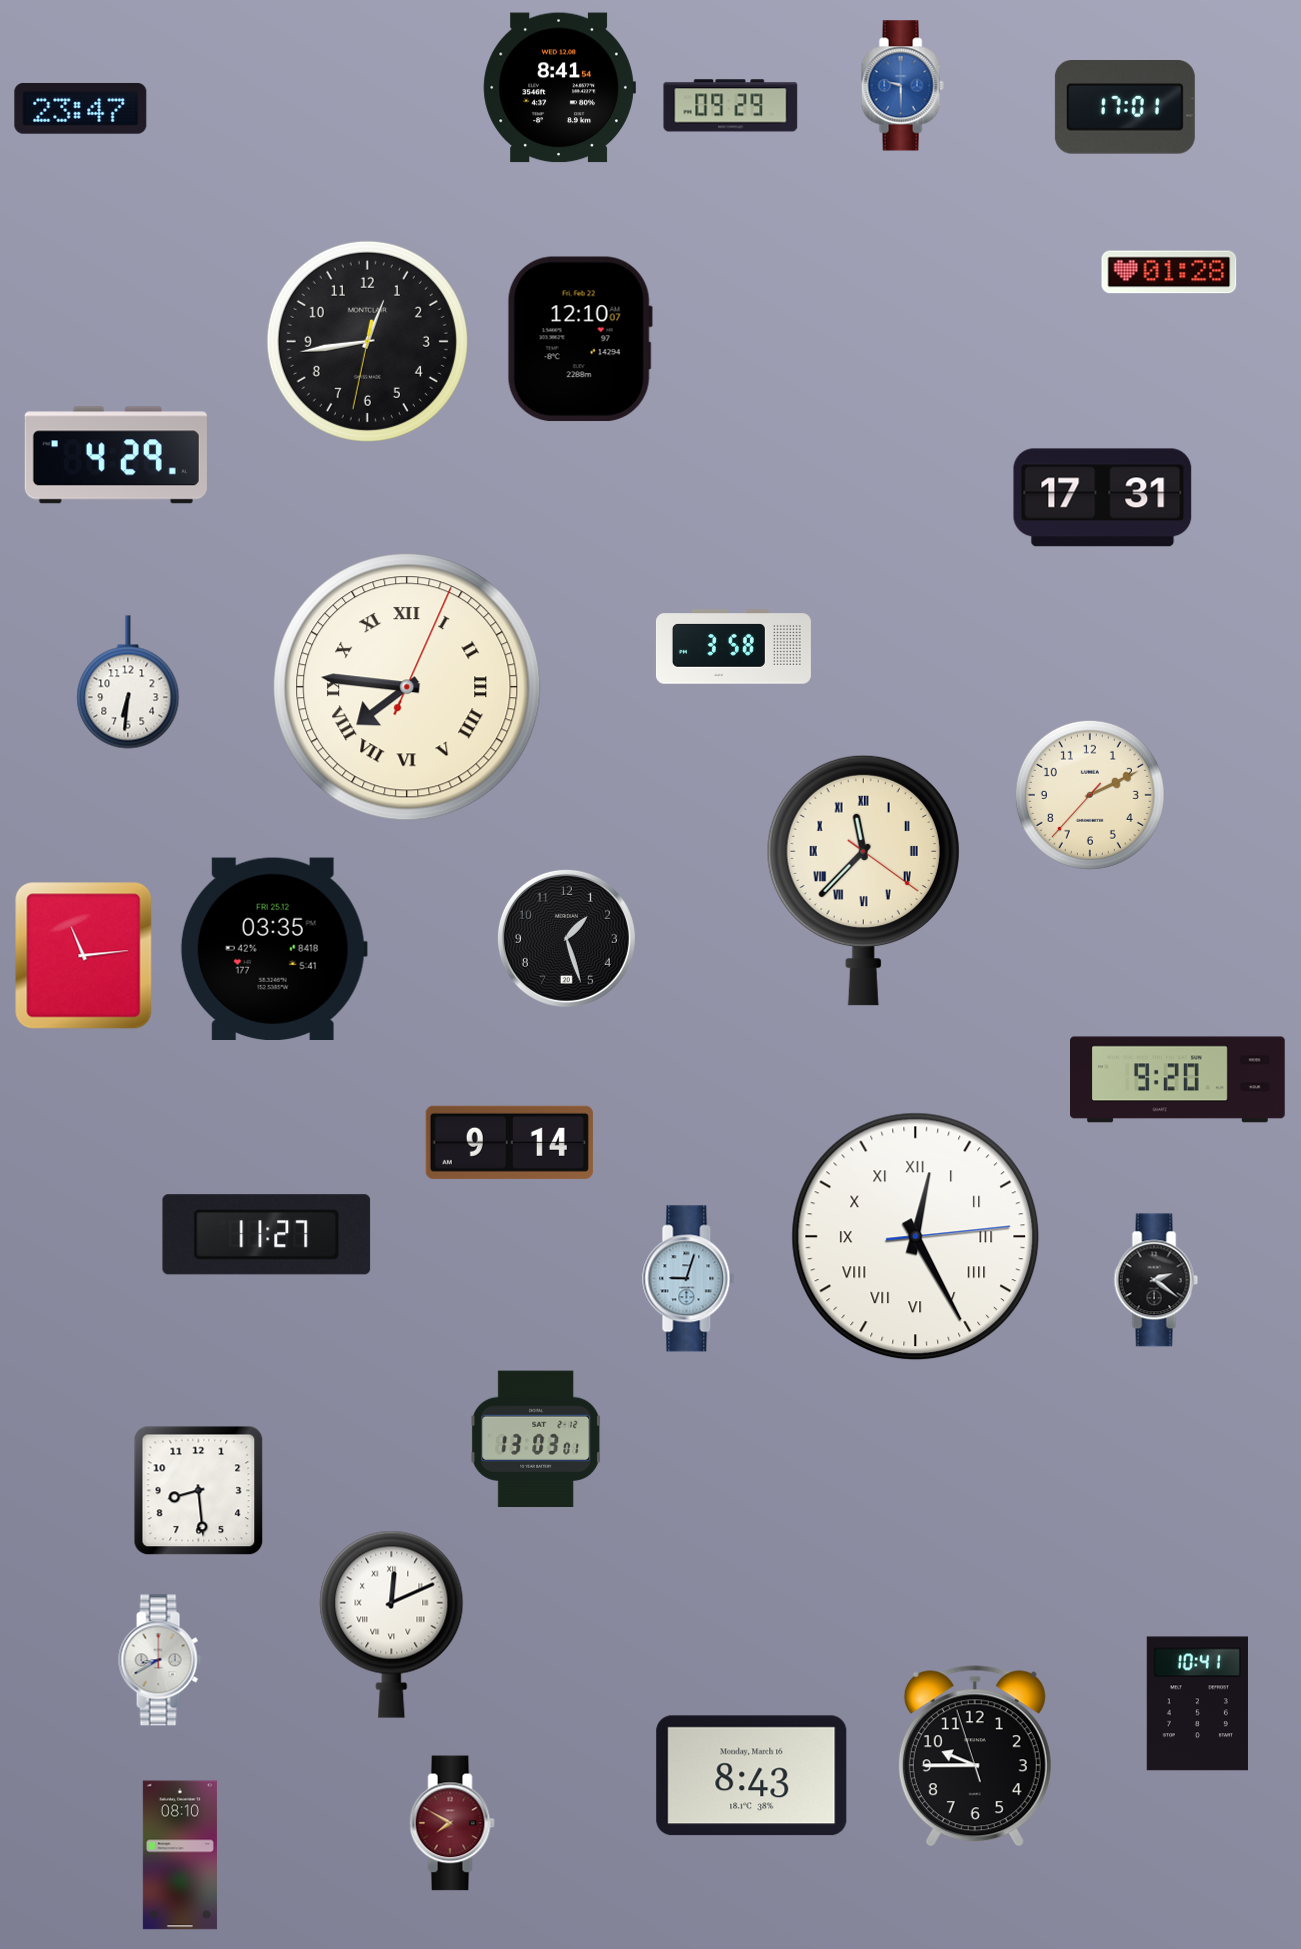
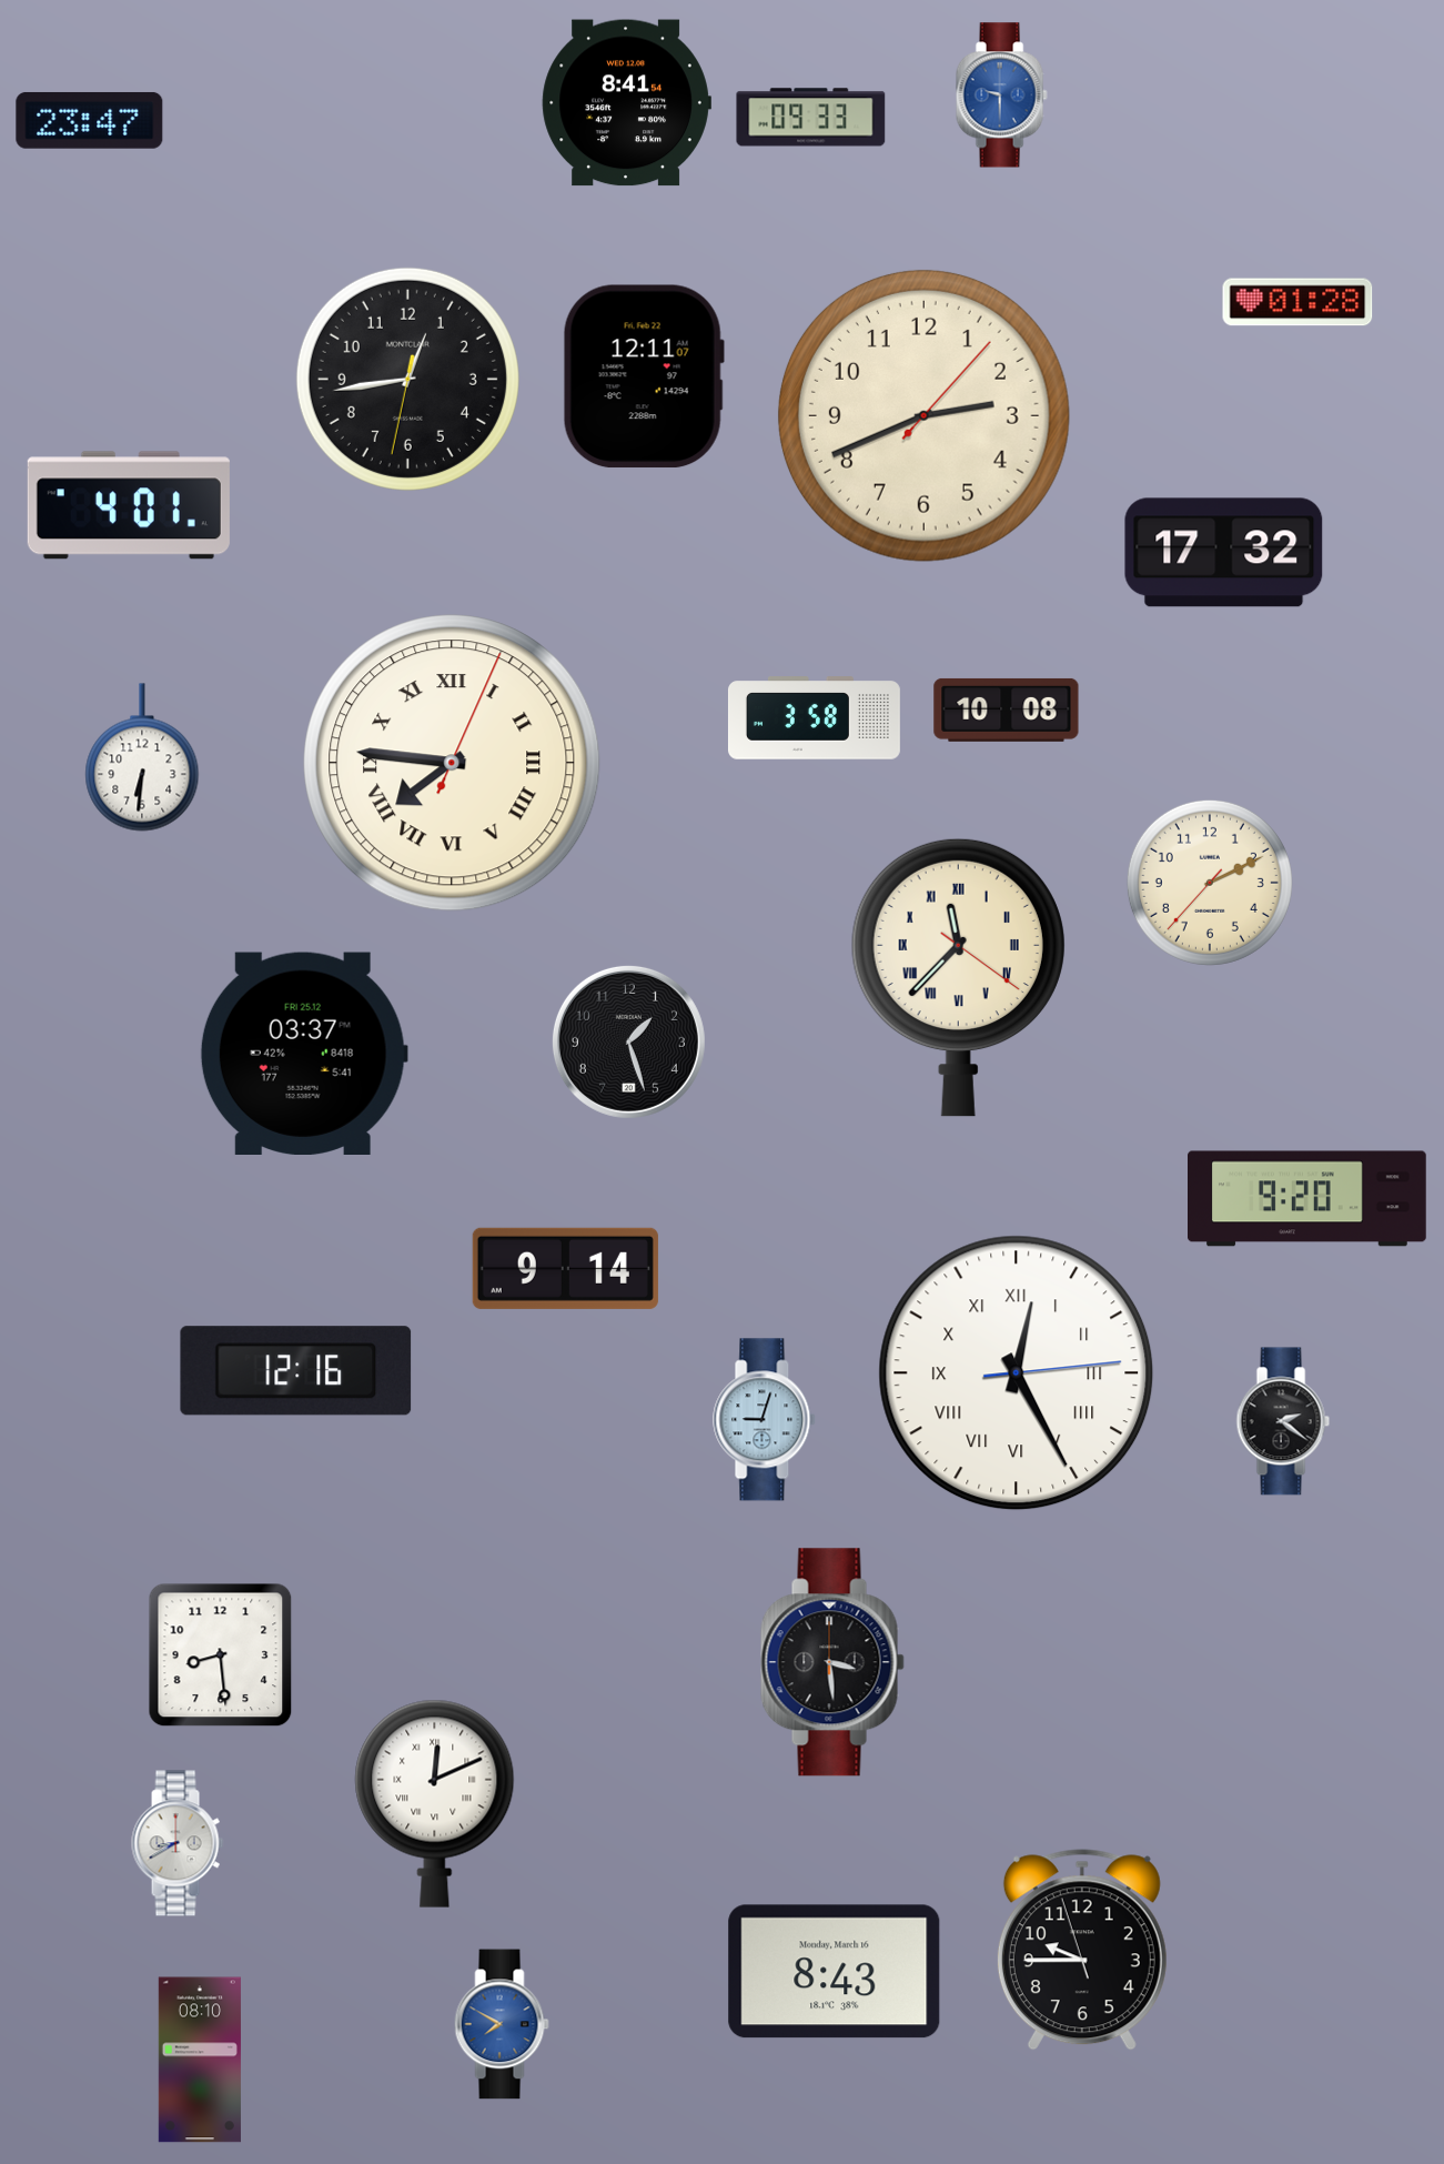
clock at (559, 88) position: (559, 88) -> (626, 103)
clock at (731, 106): 09:29 -> 09:33
clock at (1125, 108): 17:01 -> none
clock at (580, 339): 12:10 -> 12:11
clock at (923, 415): none -> 2:41
clock at (116, 455): 4:29 -> 4:01
clock at (1103, 498): 17:31 -> 17:32
clock at (1007, 709): none -> 10:08
clock at (274, 948): 03:35 -> 03:37
clock at (84, 956): 11:14 -> none
clock at (267, 1235): 11:27 -> 12:16
clock at (536, 1439): 13:03 -> none
clock at (832, 1662): none -> 3:29
clock at (1197, 1704): 10:41 -> none
clock at (452, 1823) dial: burgundy -> blue
